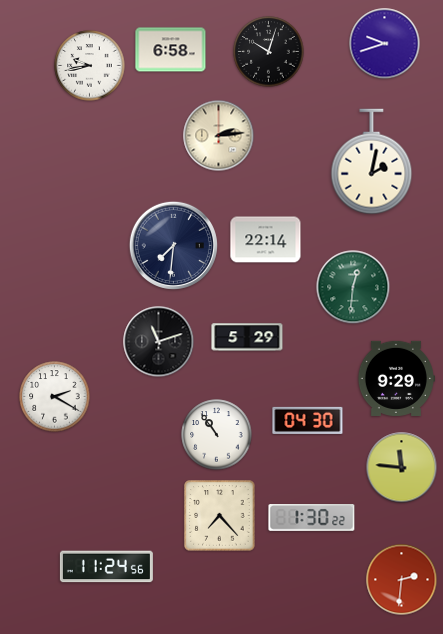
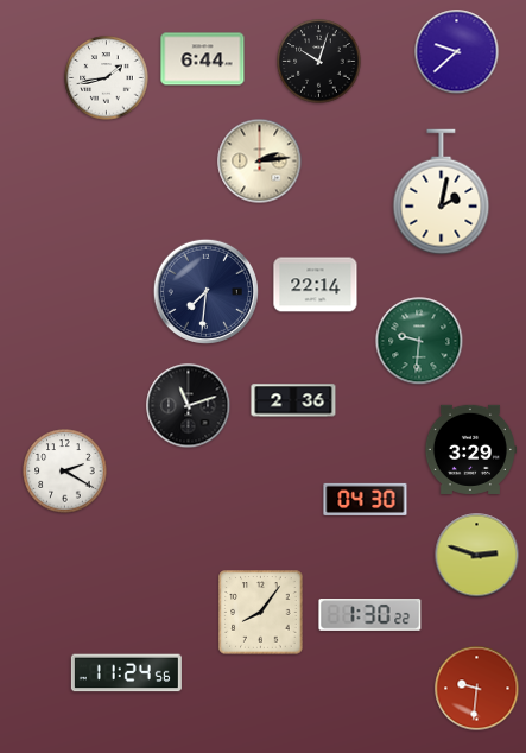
clock at (385, 44): 9:42 -> 9:38
clock at (171, 50): 6:58 -> 6:44
clock at (90, 66): 9:43 -> 1:43
clock at (353, 287): 12:31 -> 9:31
clock at (247, 337): 5:29 -> 2:36
clock at (395, 378): 9:29 -> 3:29
clock at (217, 435): 10:54 -> none
clock at (402, 468): 11:46 -> 2:48
clock at (220, 516): 7:23 -> 8:06
clock at (402, 580): 2:31 -> 9:31
